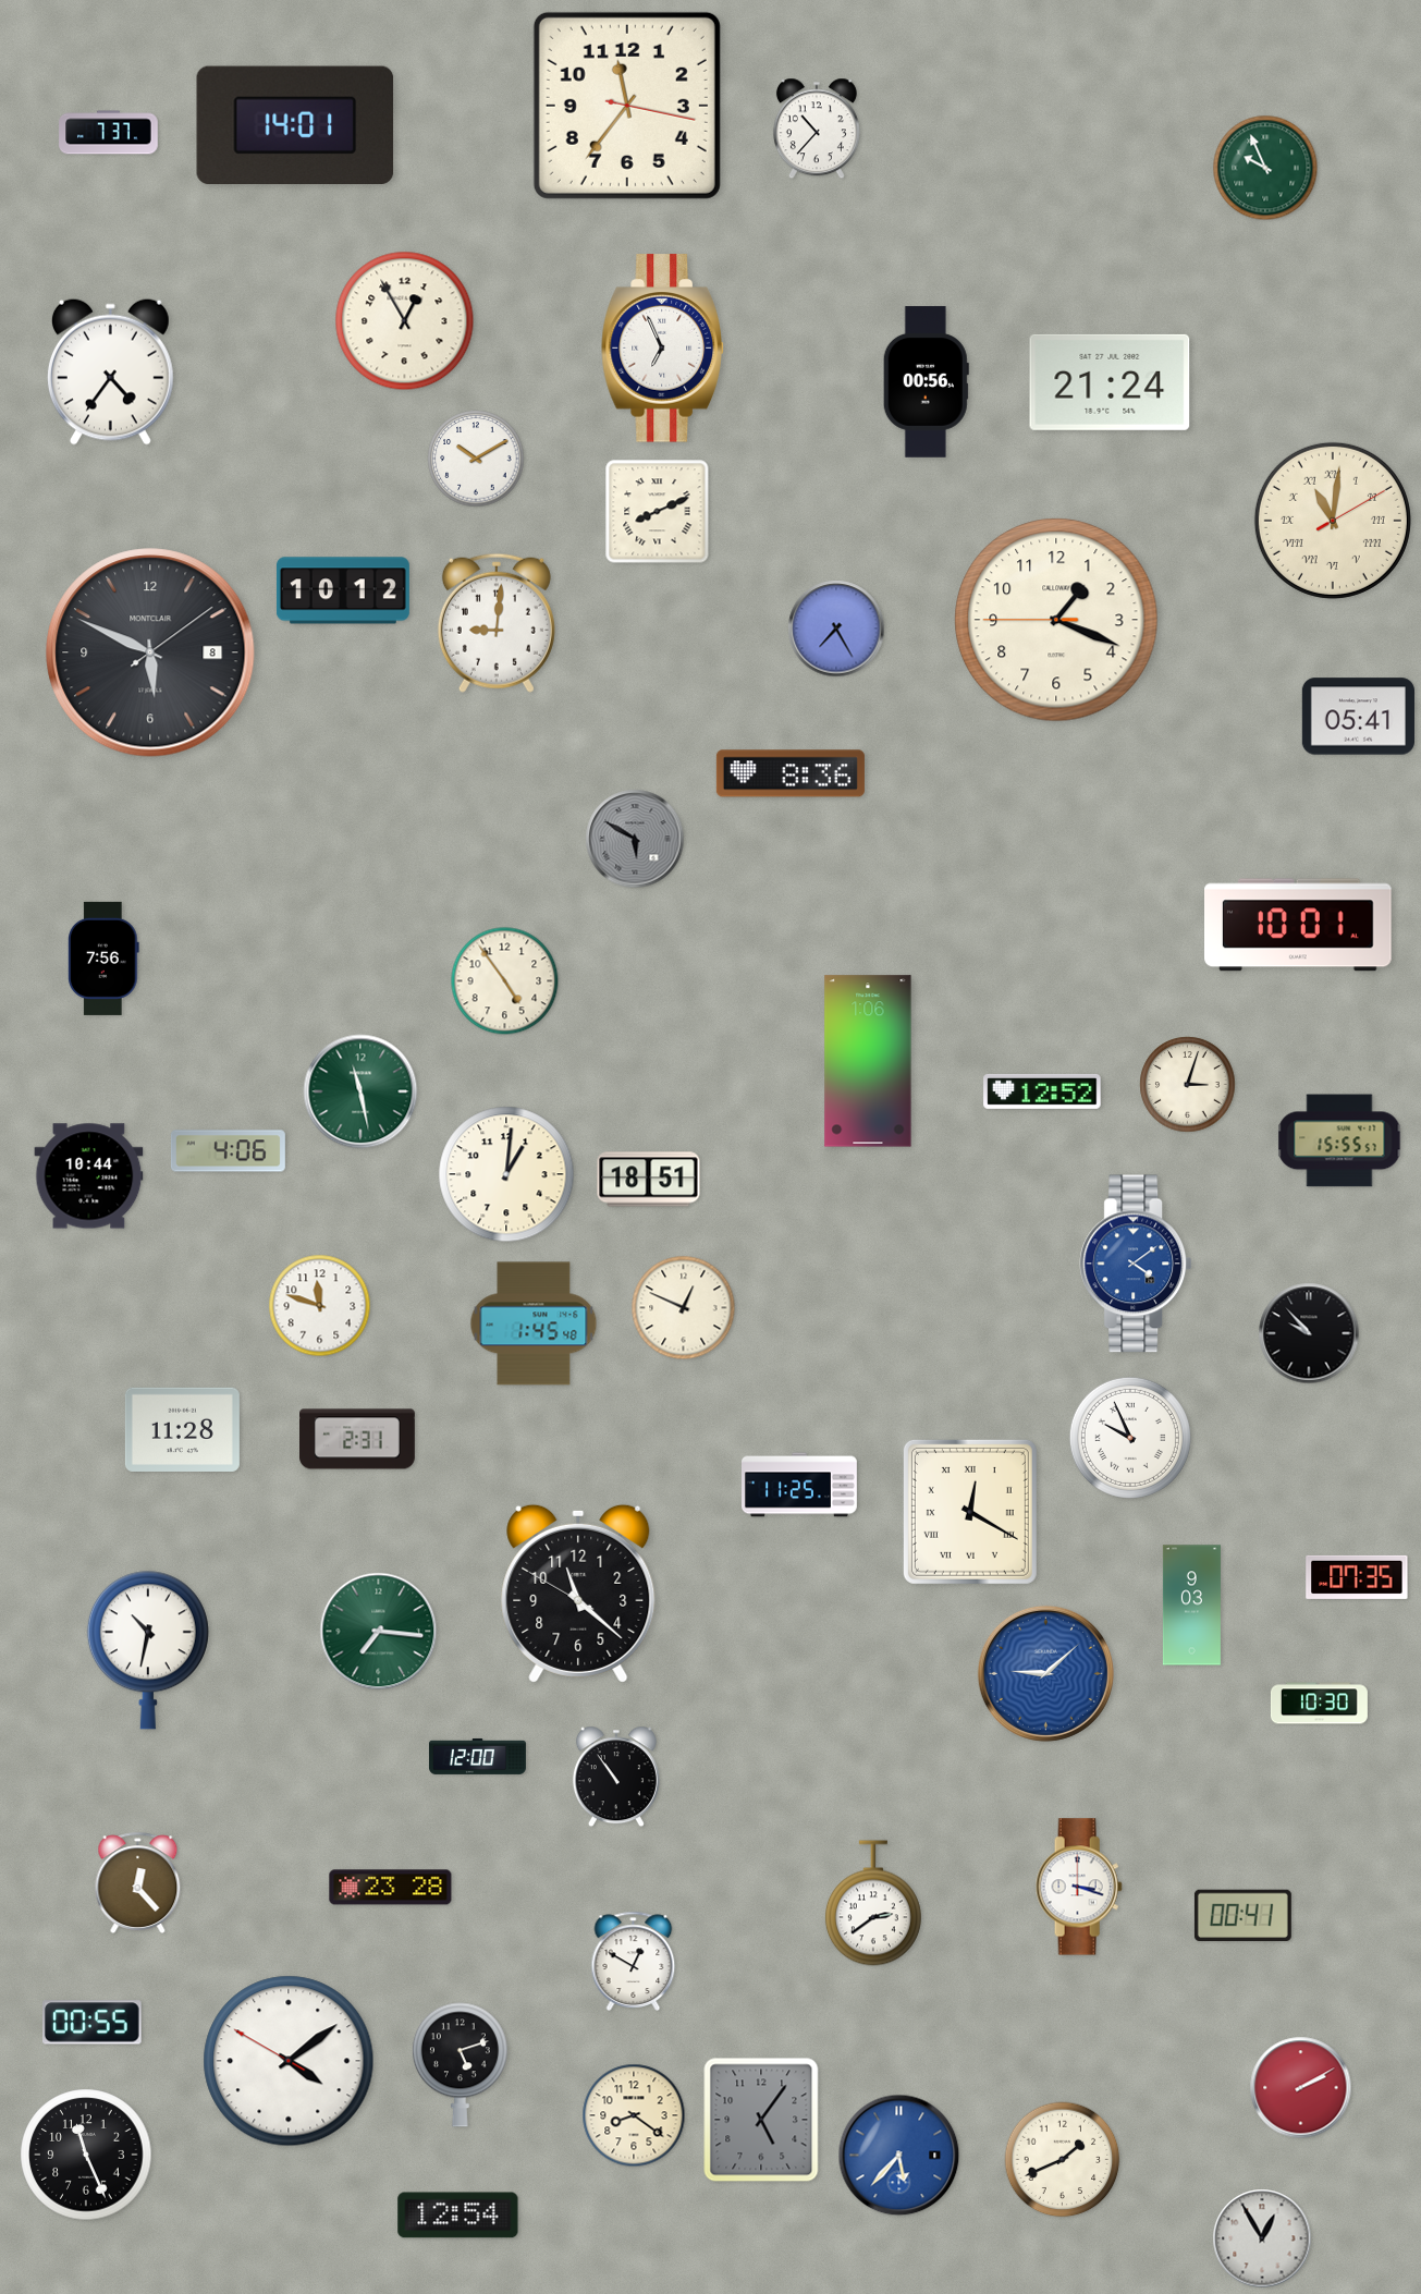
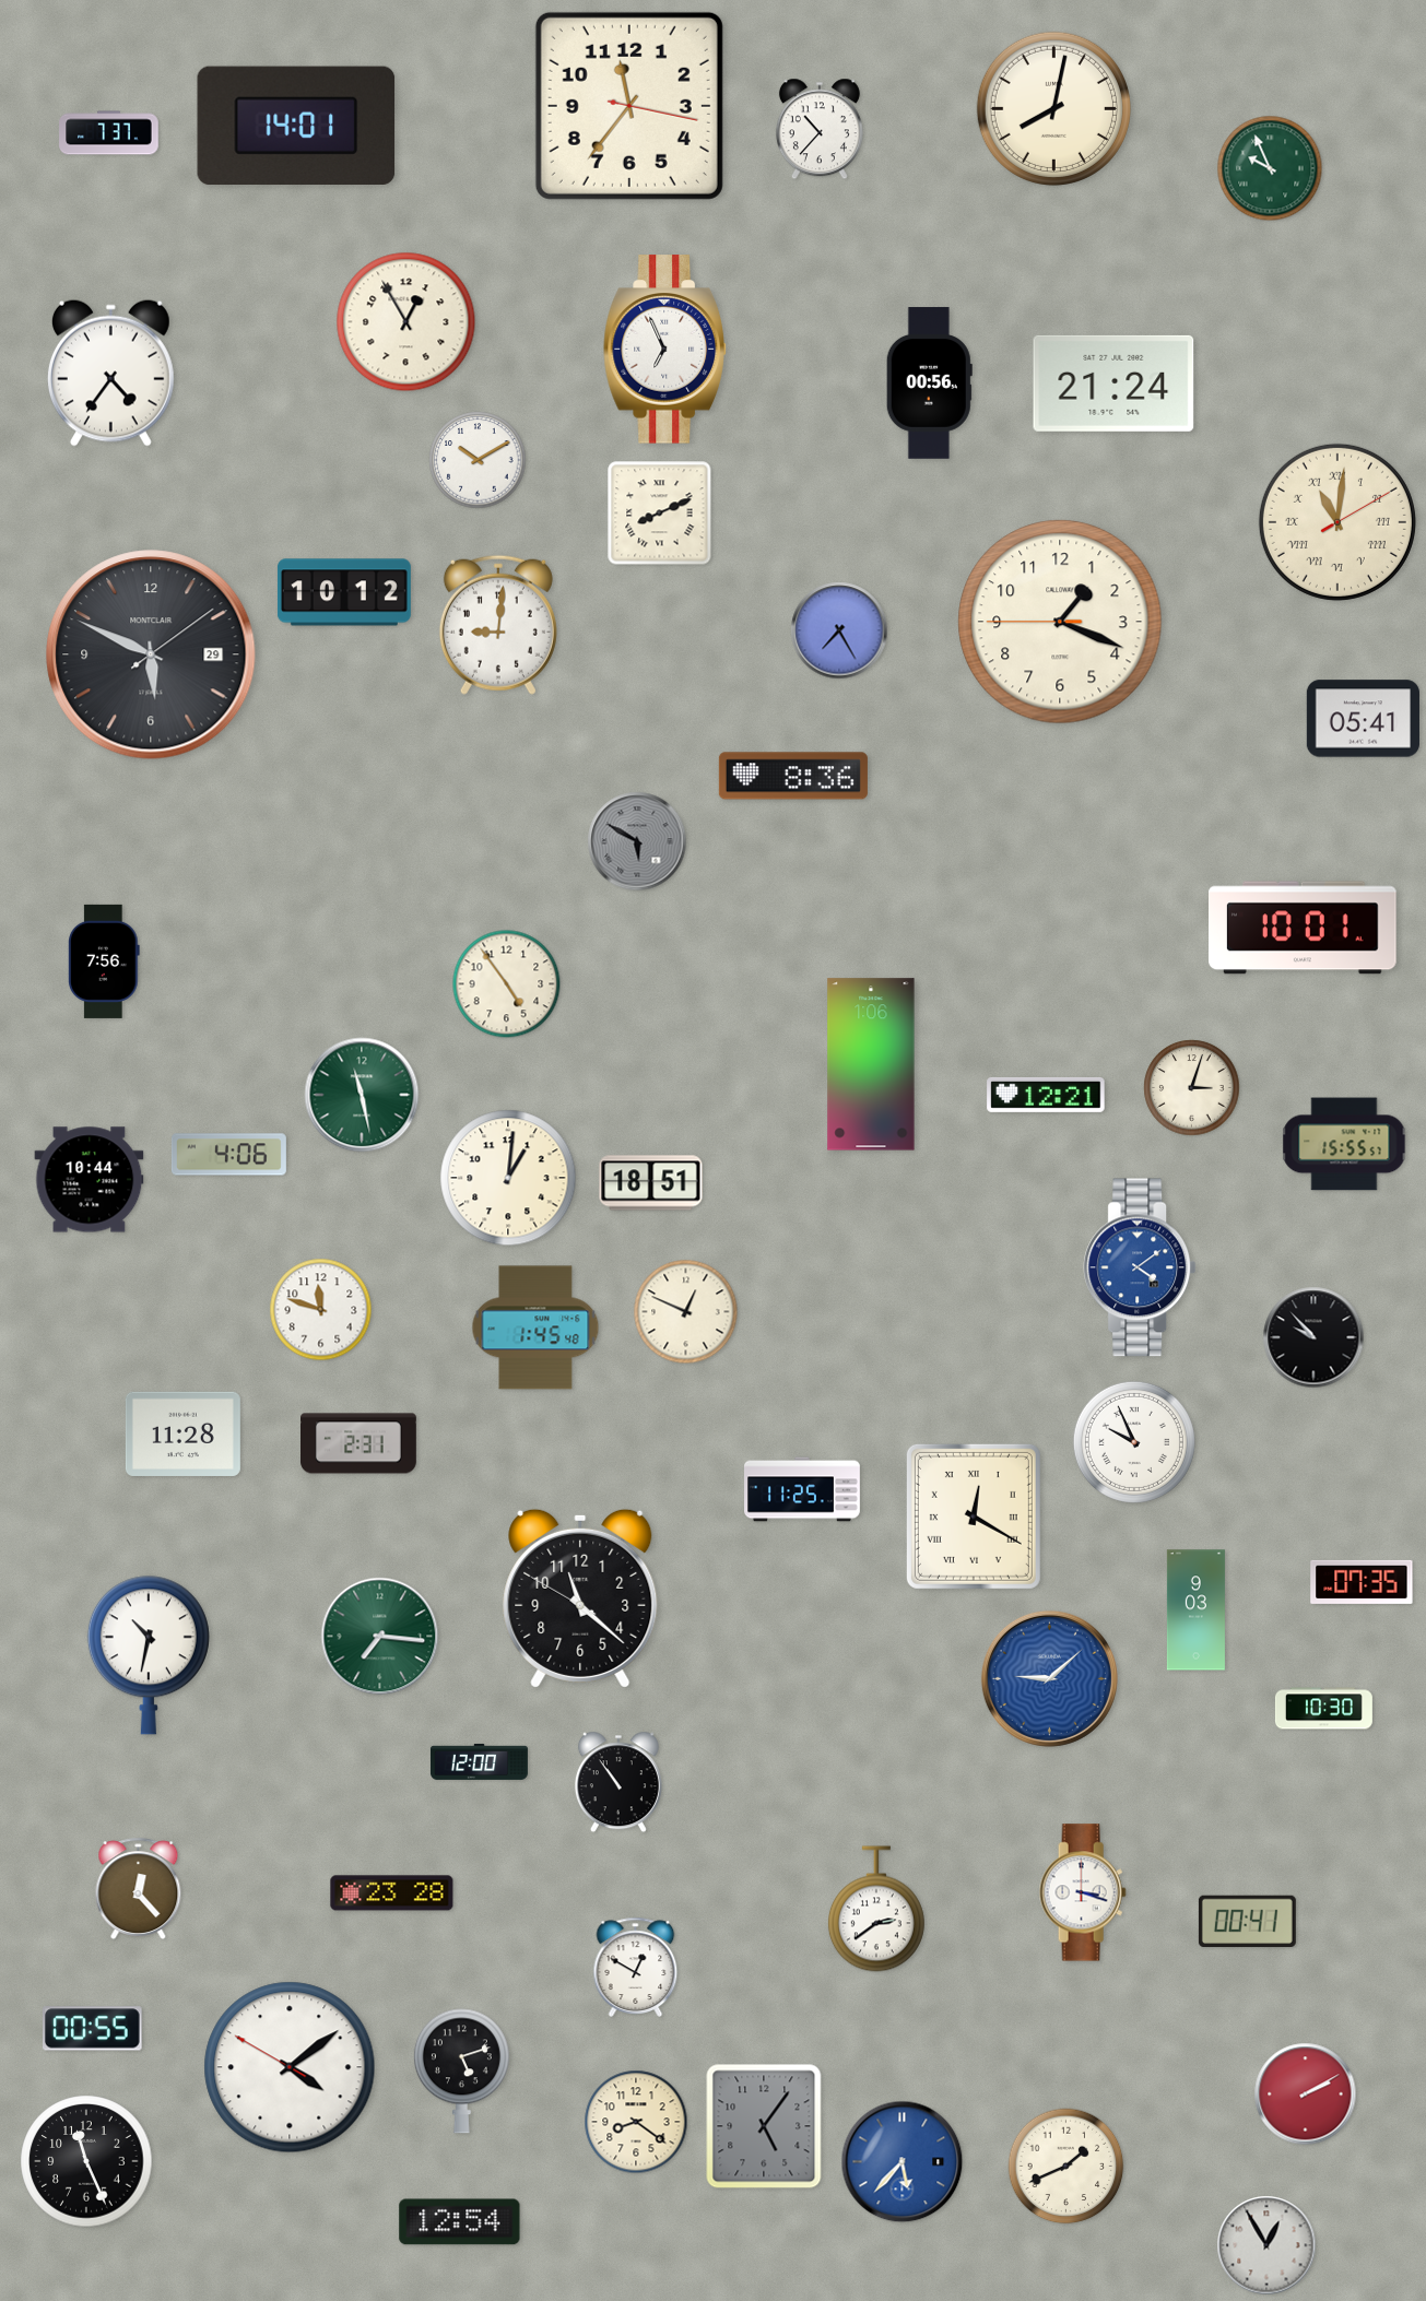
clock at (1053, 108): none -> 8:02
clock at (150, 652) date: 8 -> 29
clock at (1042, 1091): 12:52 -> 12:21
